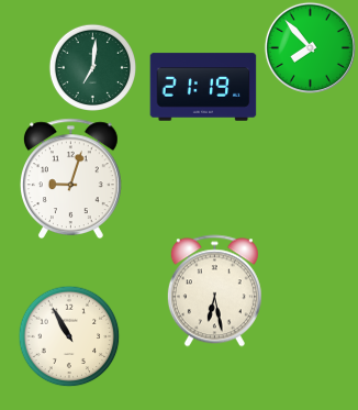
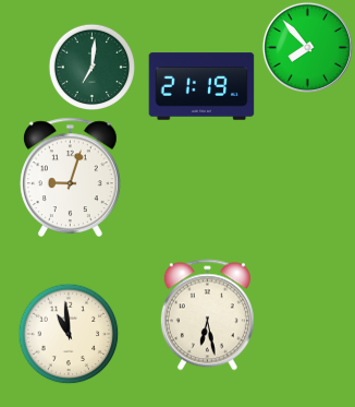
clock at (214, 291) position: (214, 291) -> (207, 315)
clock at (69, 336): 10:55 -> 10:59
